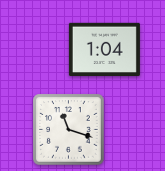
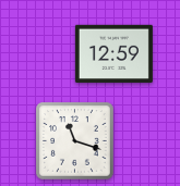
clock at (104, 50): 1:04 -> 12:59
